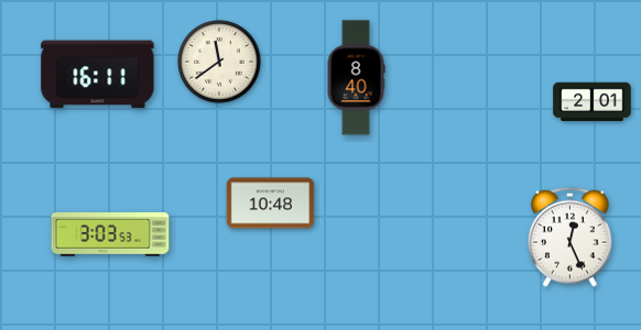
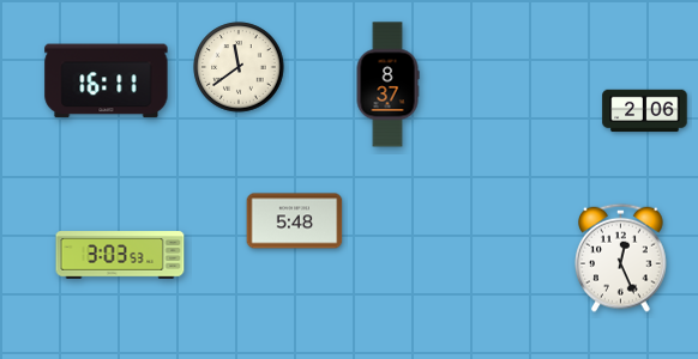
clock at (356, 78): 8:40 -> 8:37
clock at (593, 102): 2:01 -> 2:06
clock at (271, 204): 10:48 -> 5:48
